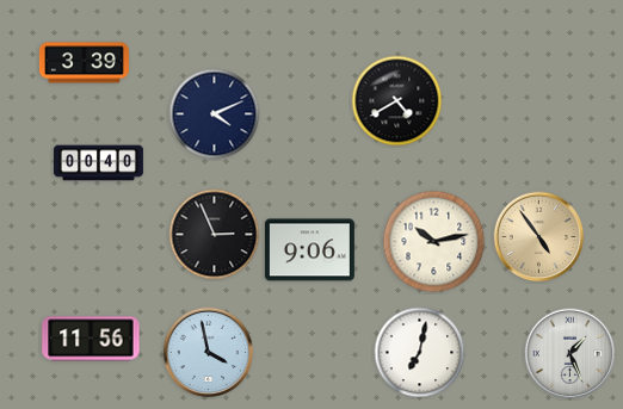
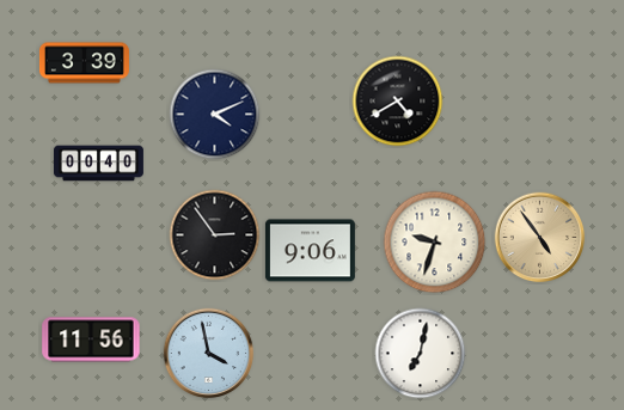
clock at (215, 235): 2:56 -> 2:54
clock at (434, 242): 10:13 -> 9:33
clock at (570, 354): 1:26 -> none
